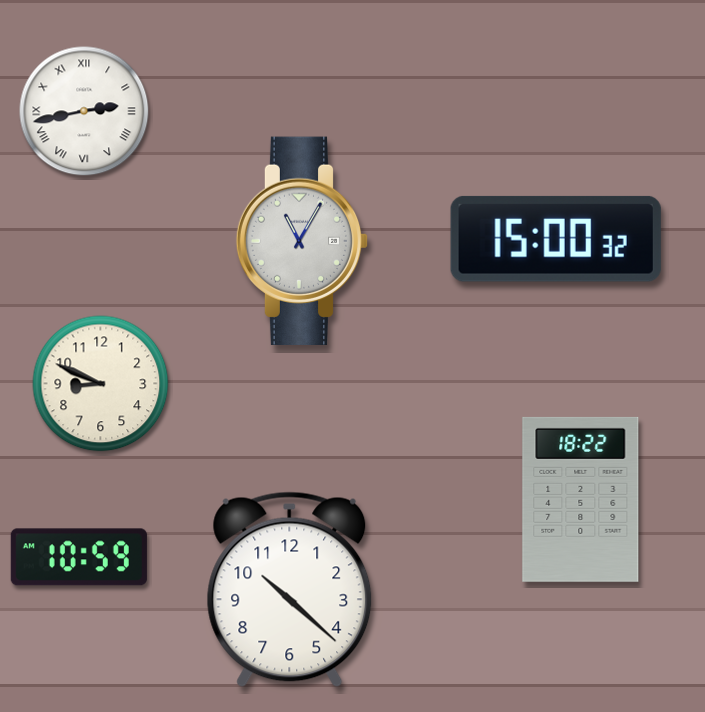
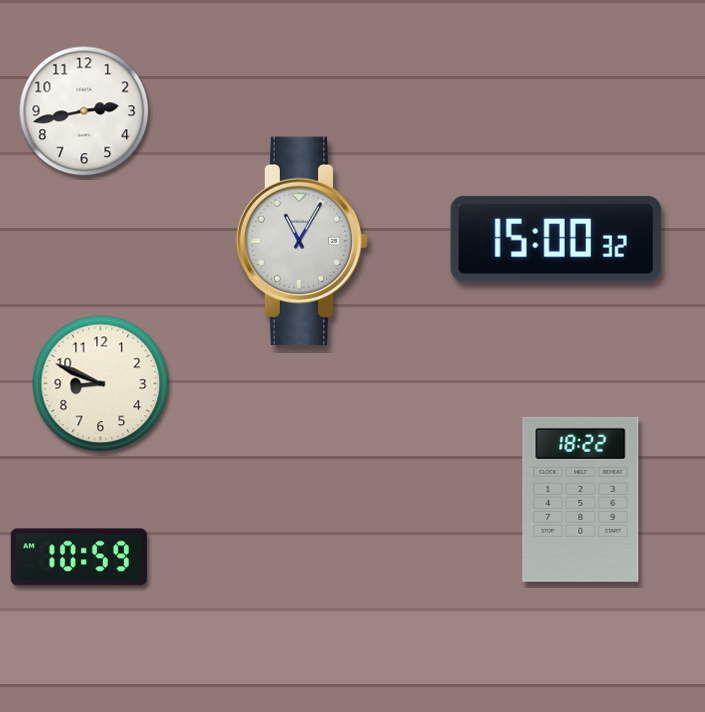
clock at (84, 111) numerals: Roman -> Arabic
clock at (290, 590): 10:22 -> none
